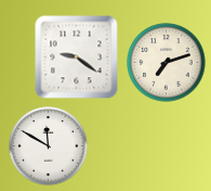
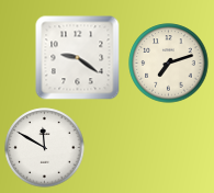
clock at (49, 147) position: (49, 147) -> (45, 148)
